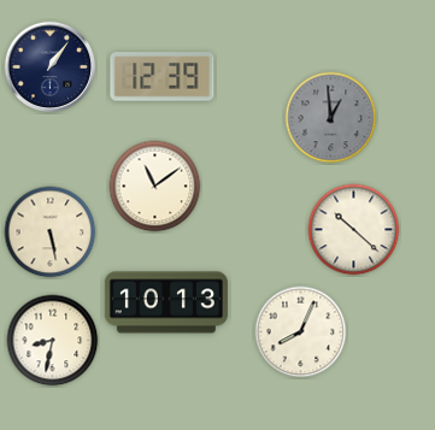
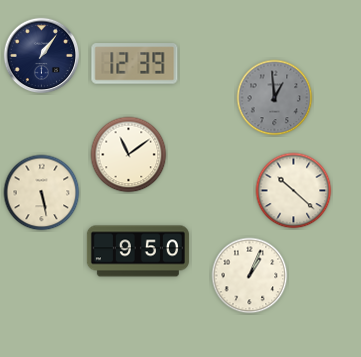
clock at (166, 302): 10:13 -> 9:50
clock at (301, 332): 8:04 -> 1:04
clock at (53, 341): 8:32 -> none
